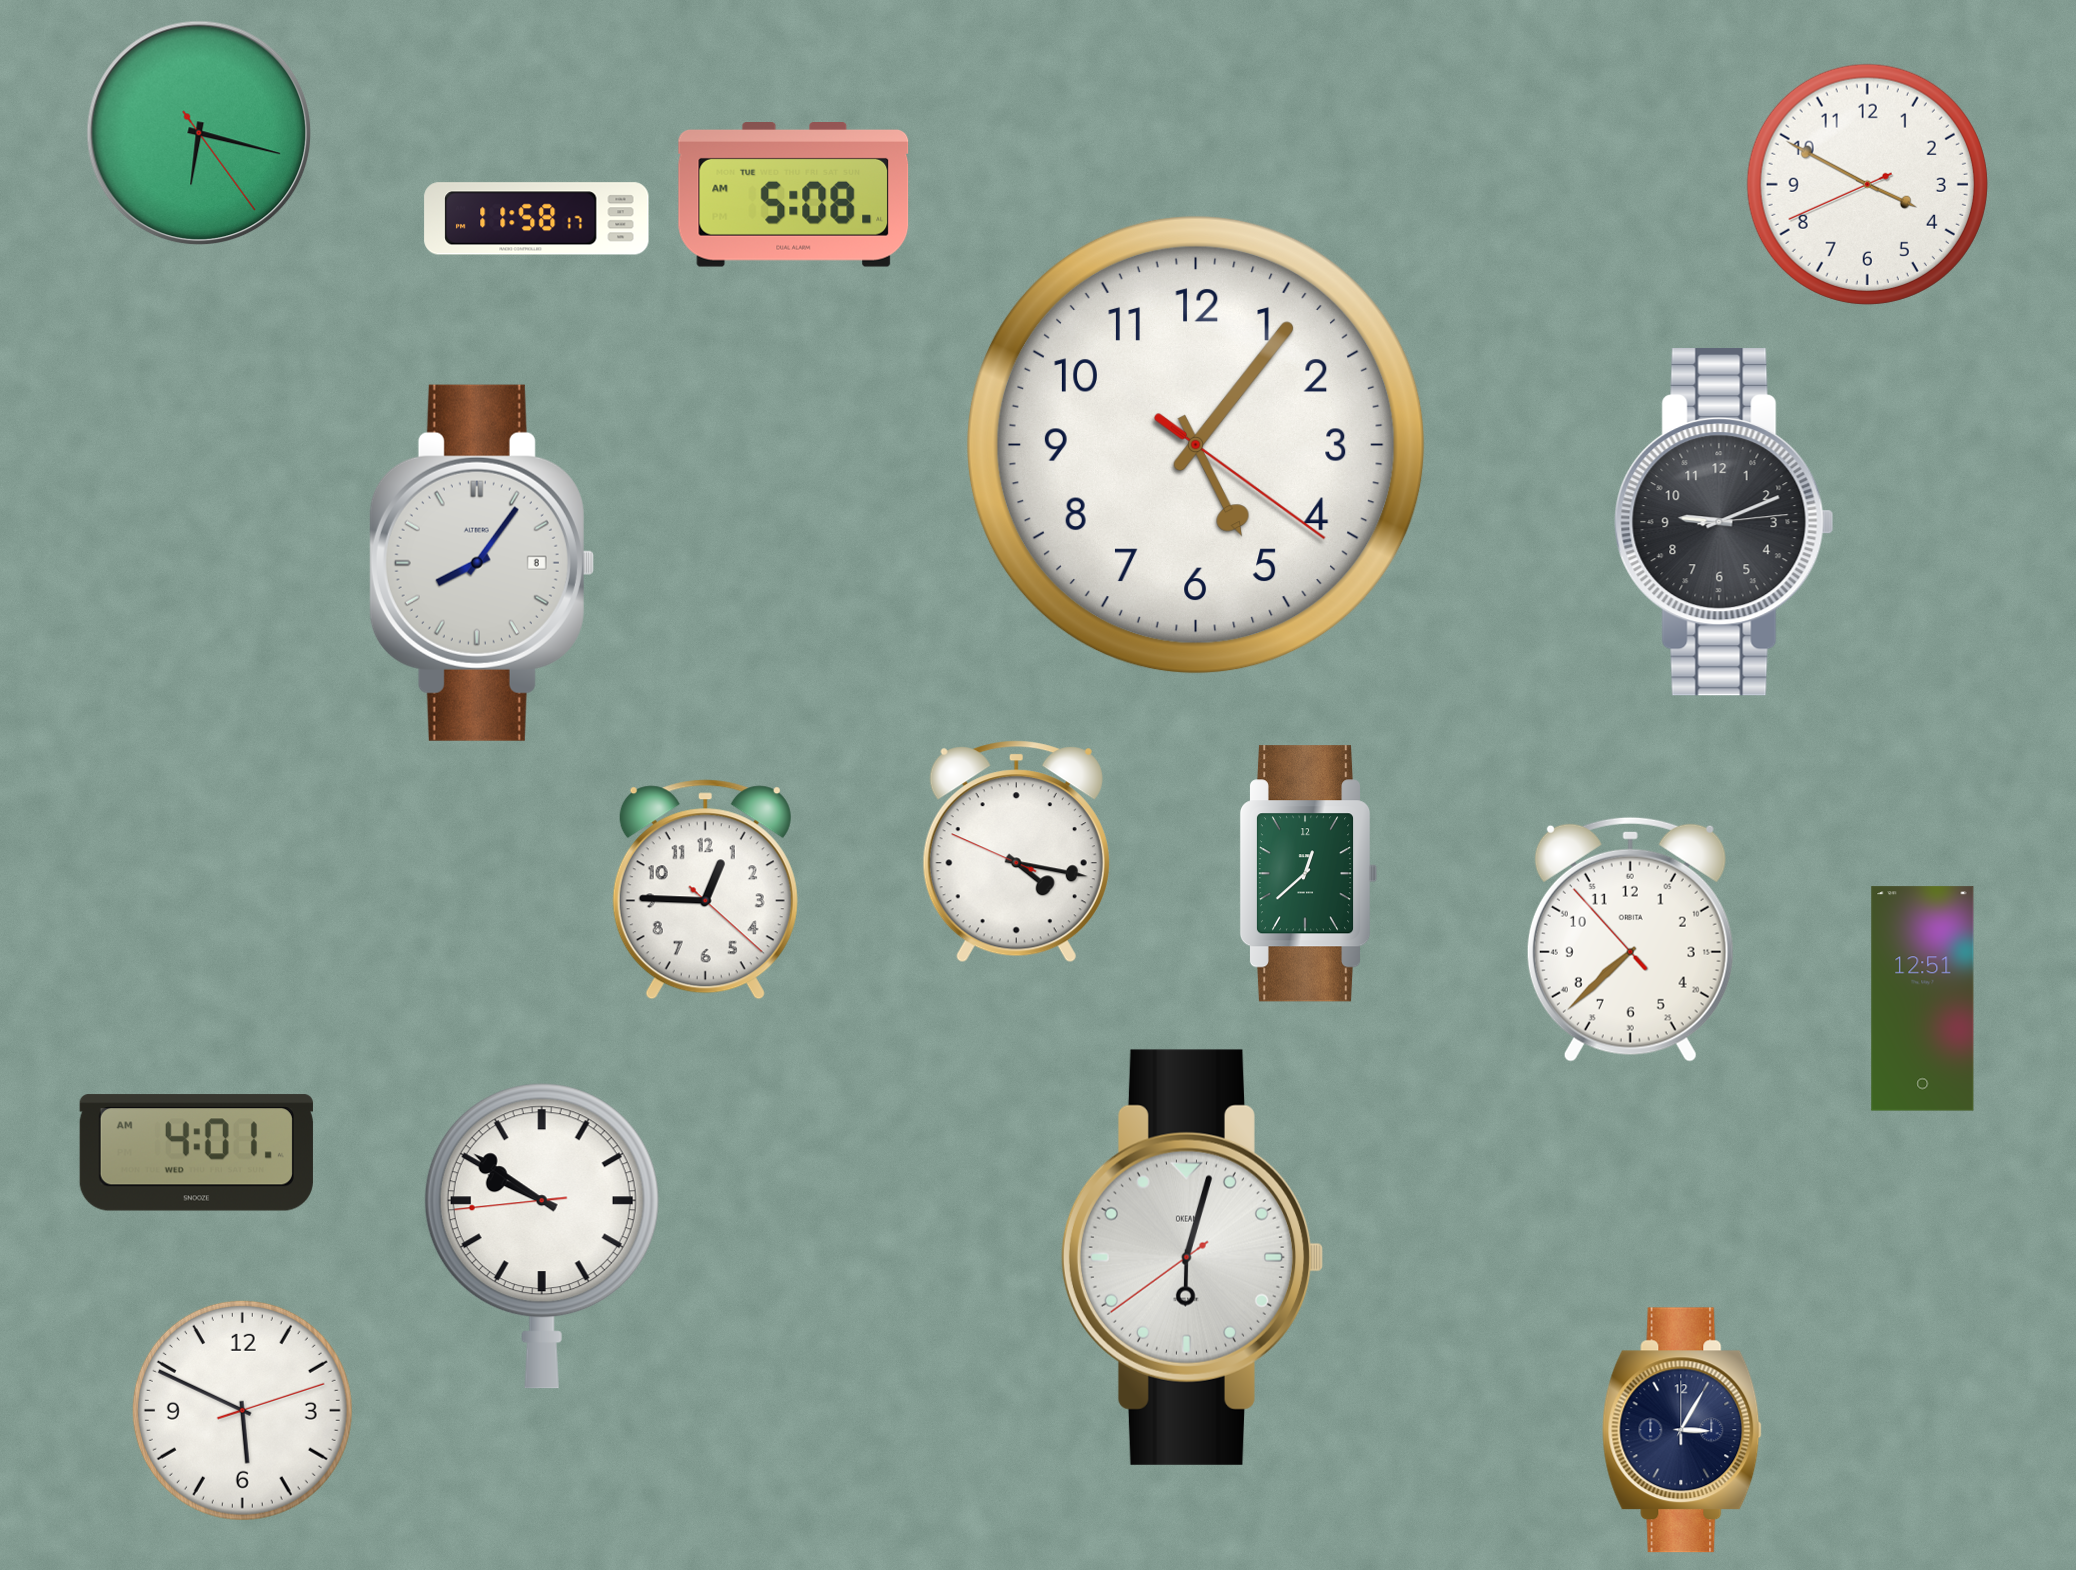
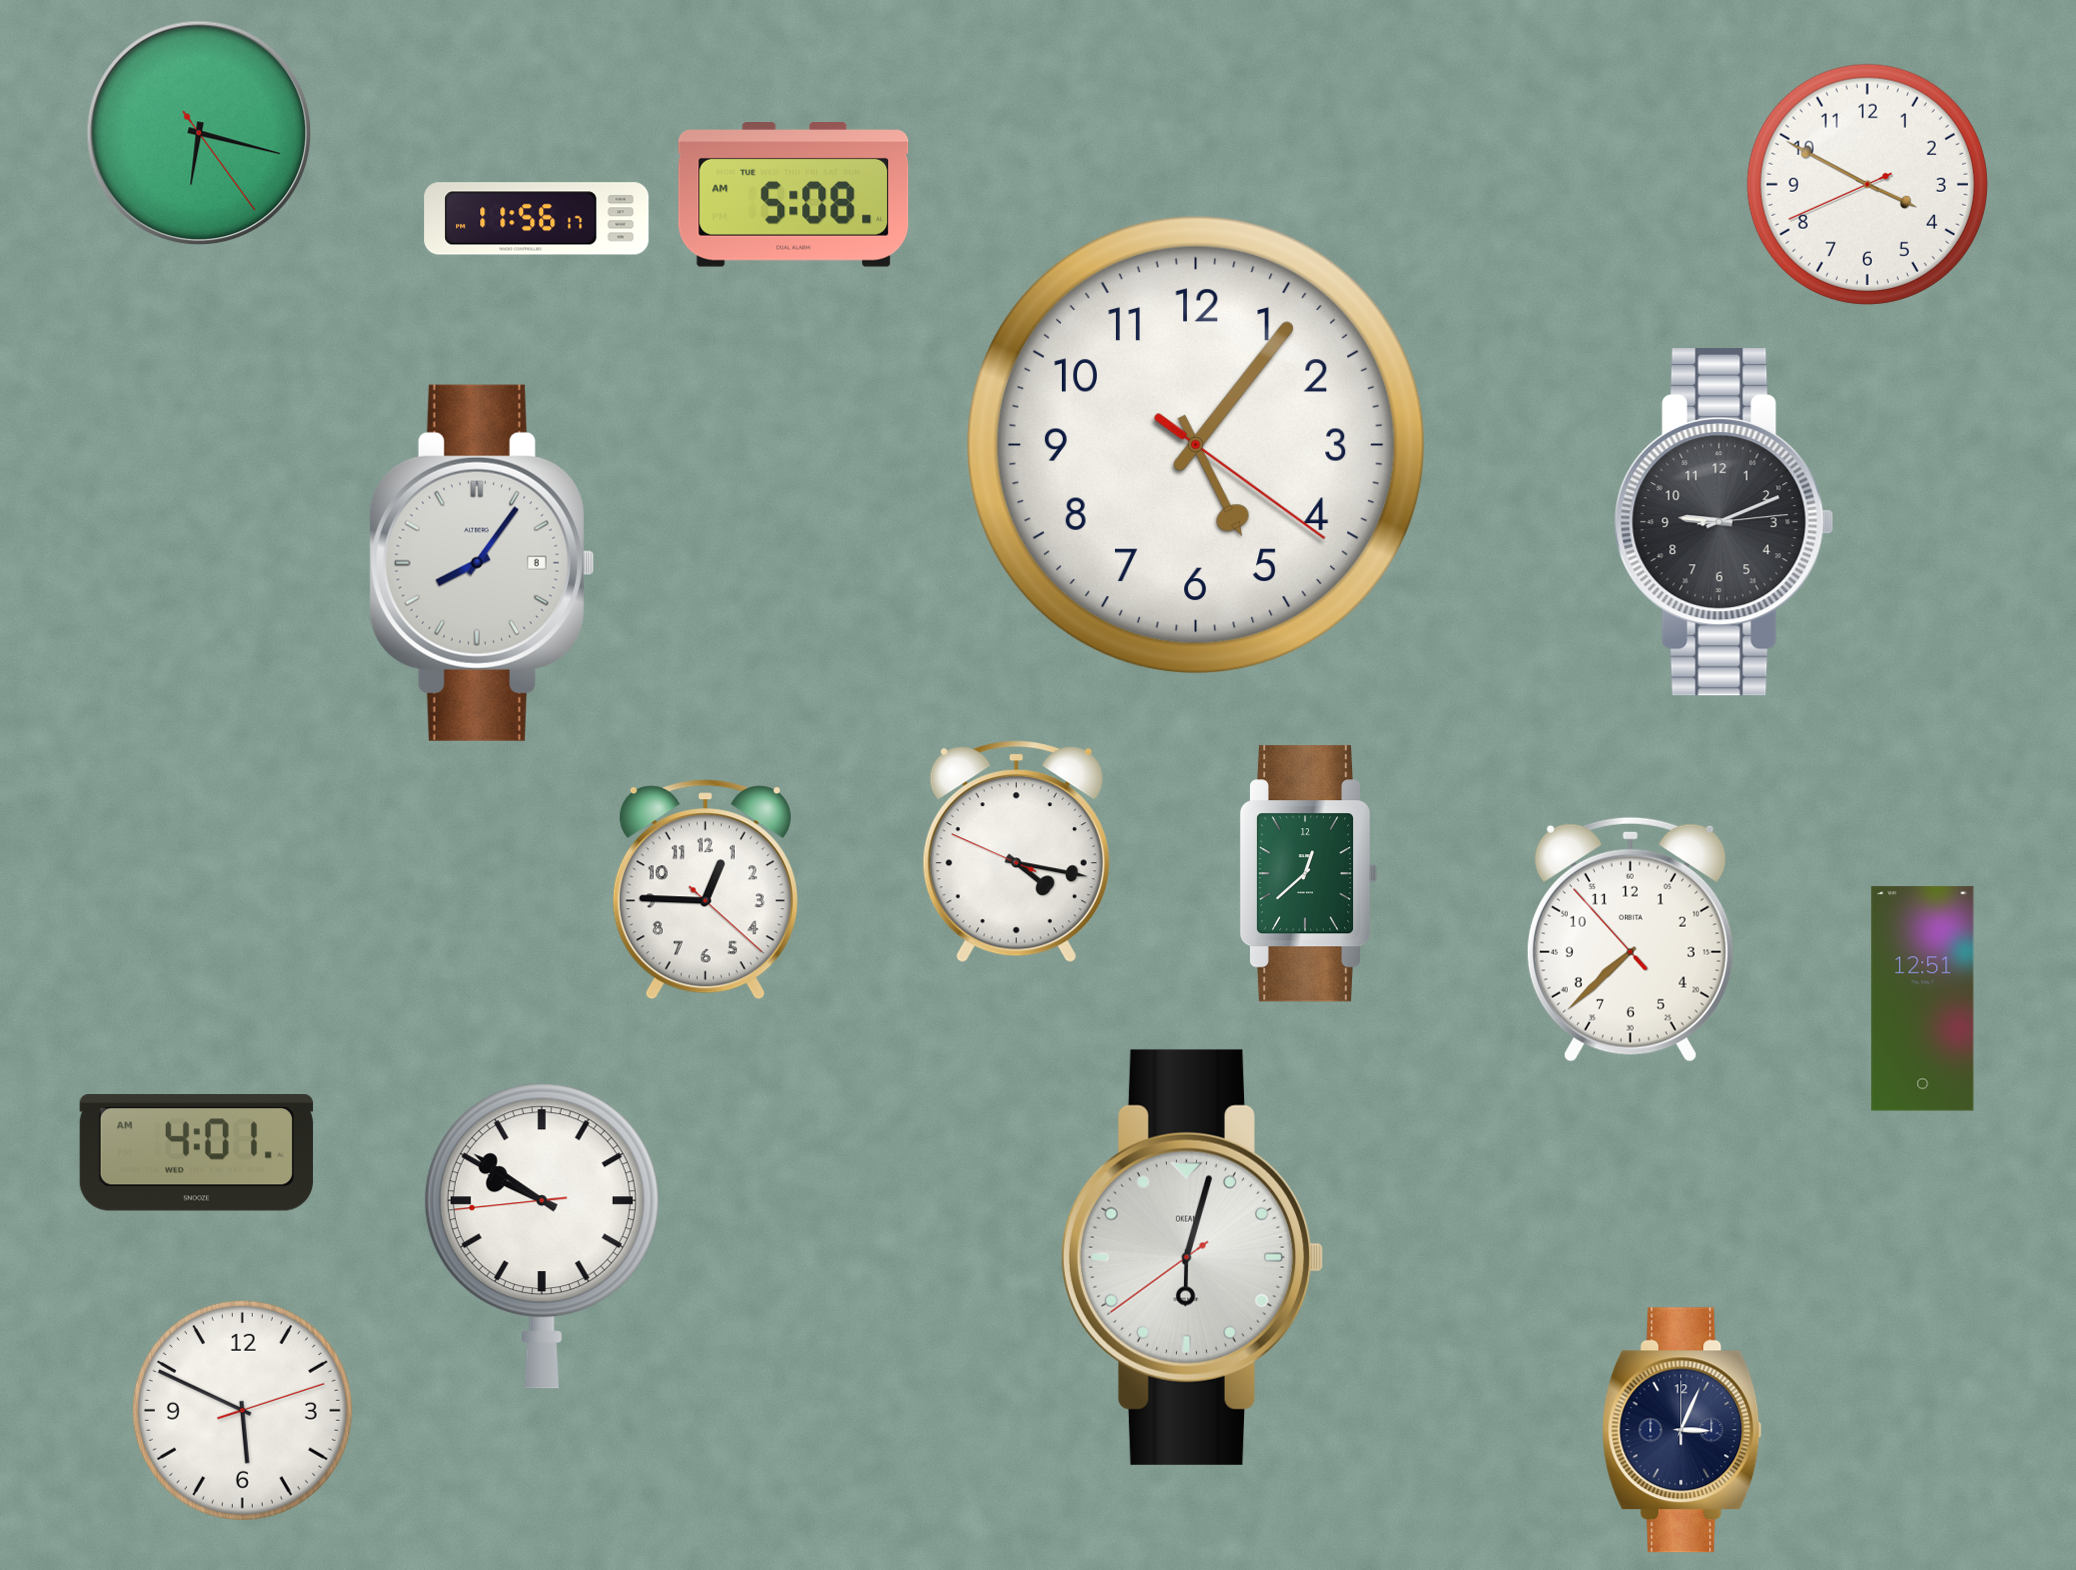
clock at (537, 219): 11:58 -> 11:56
clock at (1682, 1430): 3:05 -> 3:04
